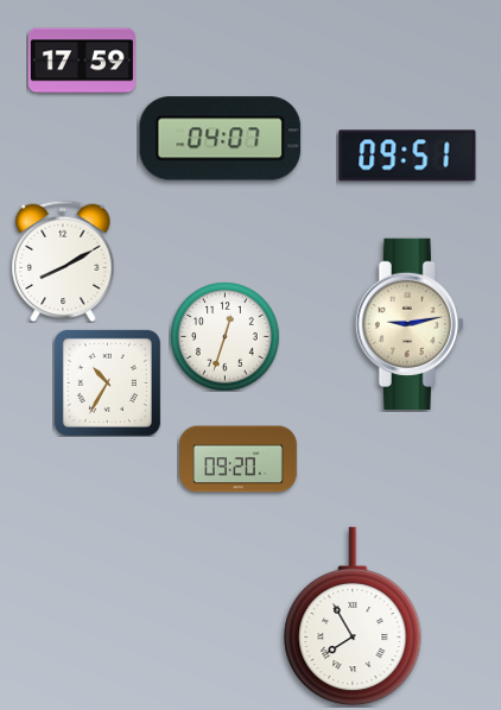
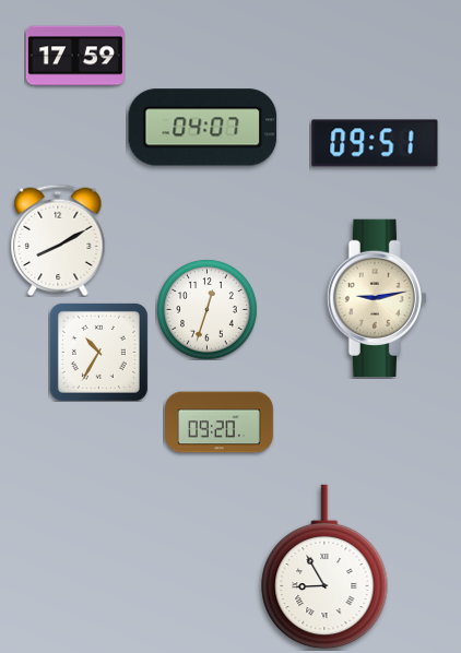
clock at (353, 616): 7:55 -> 8:55
